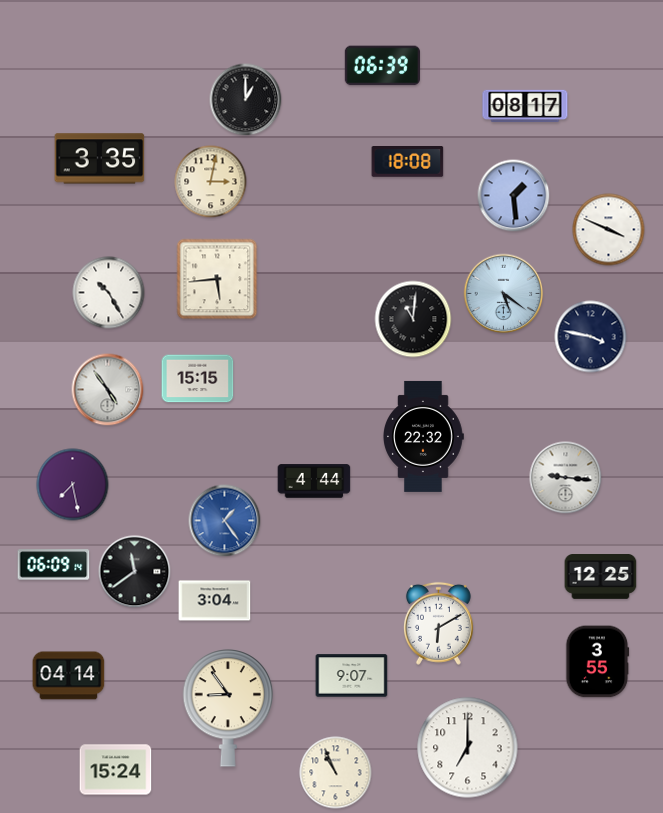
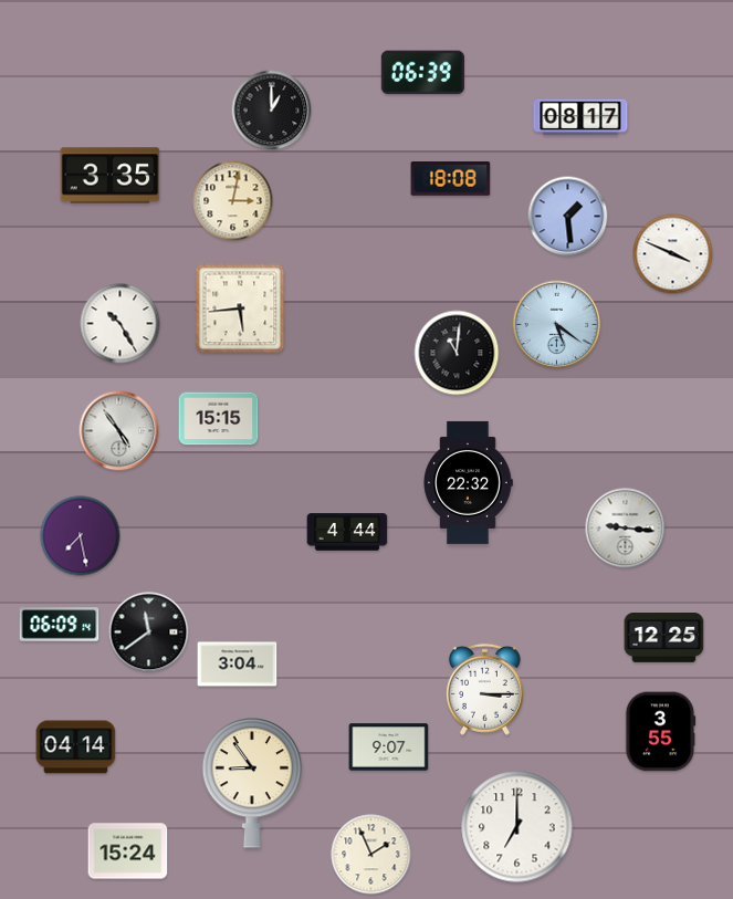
clock at (591, 337): 3:47 -> none
clock at (225, 521): 1:24 -> none
clock at (438, 623): 6:10 -> 3:15
clock at (336, 773): 10:56 -> 1:56
